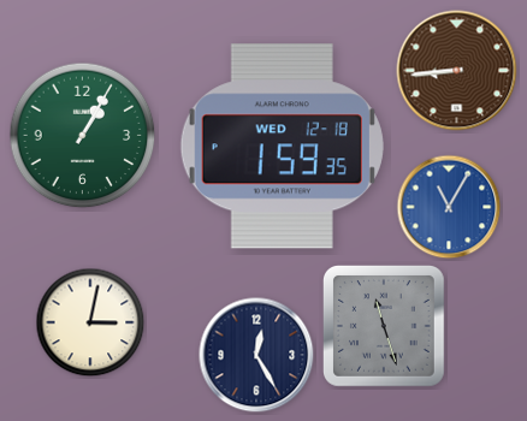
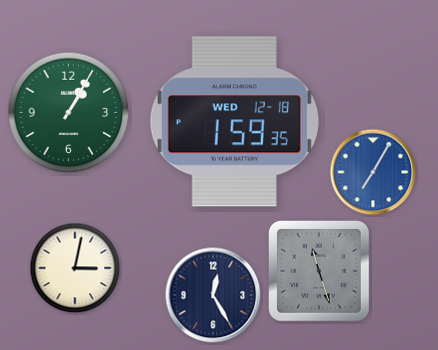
clock at (457, 71): 8:44 -> none
clock at (449, 207): 11:05 -> 7:05
